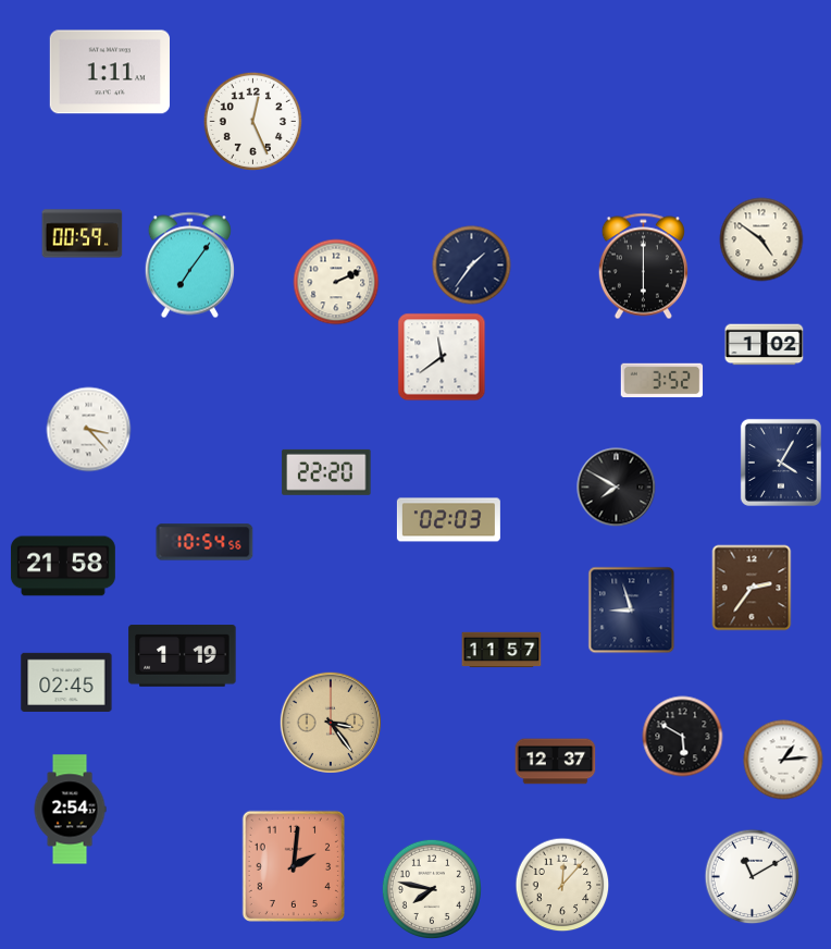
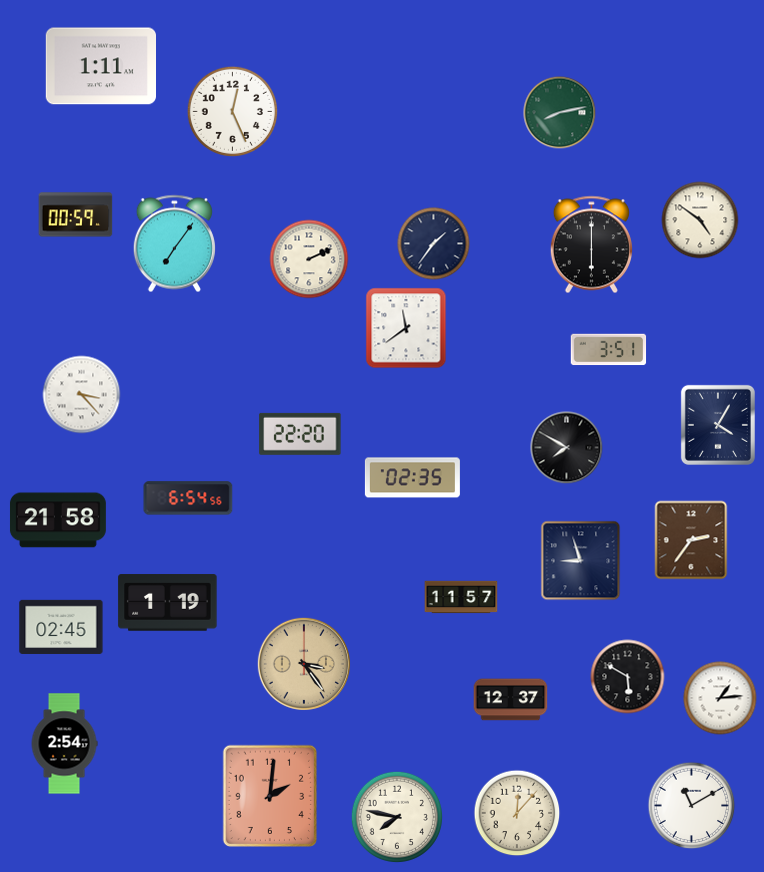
clock at (560, 113): none -> 8:13
clock at (765, 345): 1:02 -> none
clock at (662, 381): 3:52 -> 3:51
clock at (448, 520): 02:03 -> 02:35
clock at (204, 542): 10:54 -> 6:54
